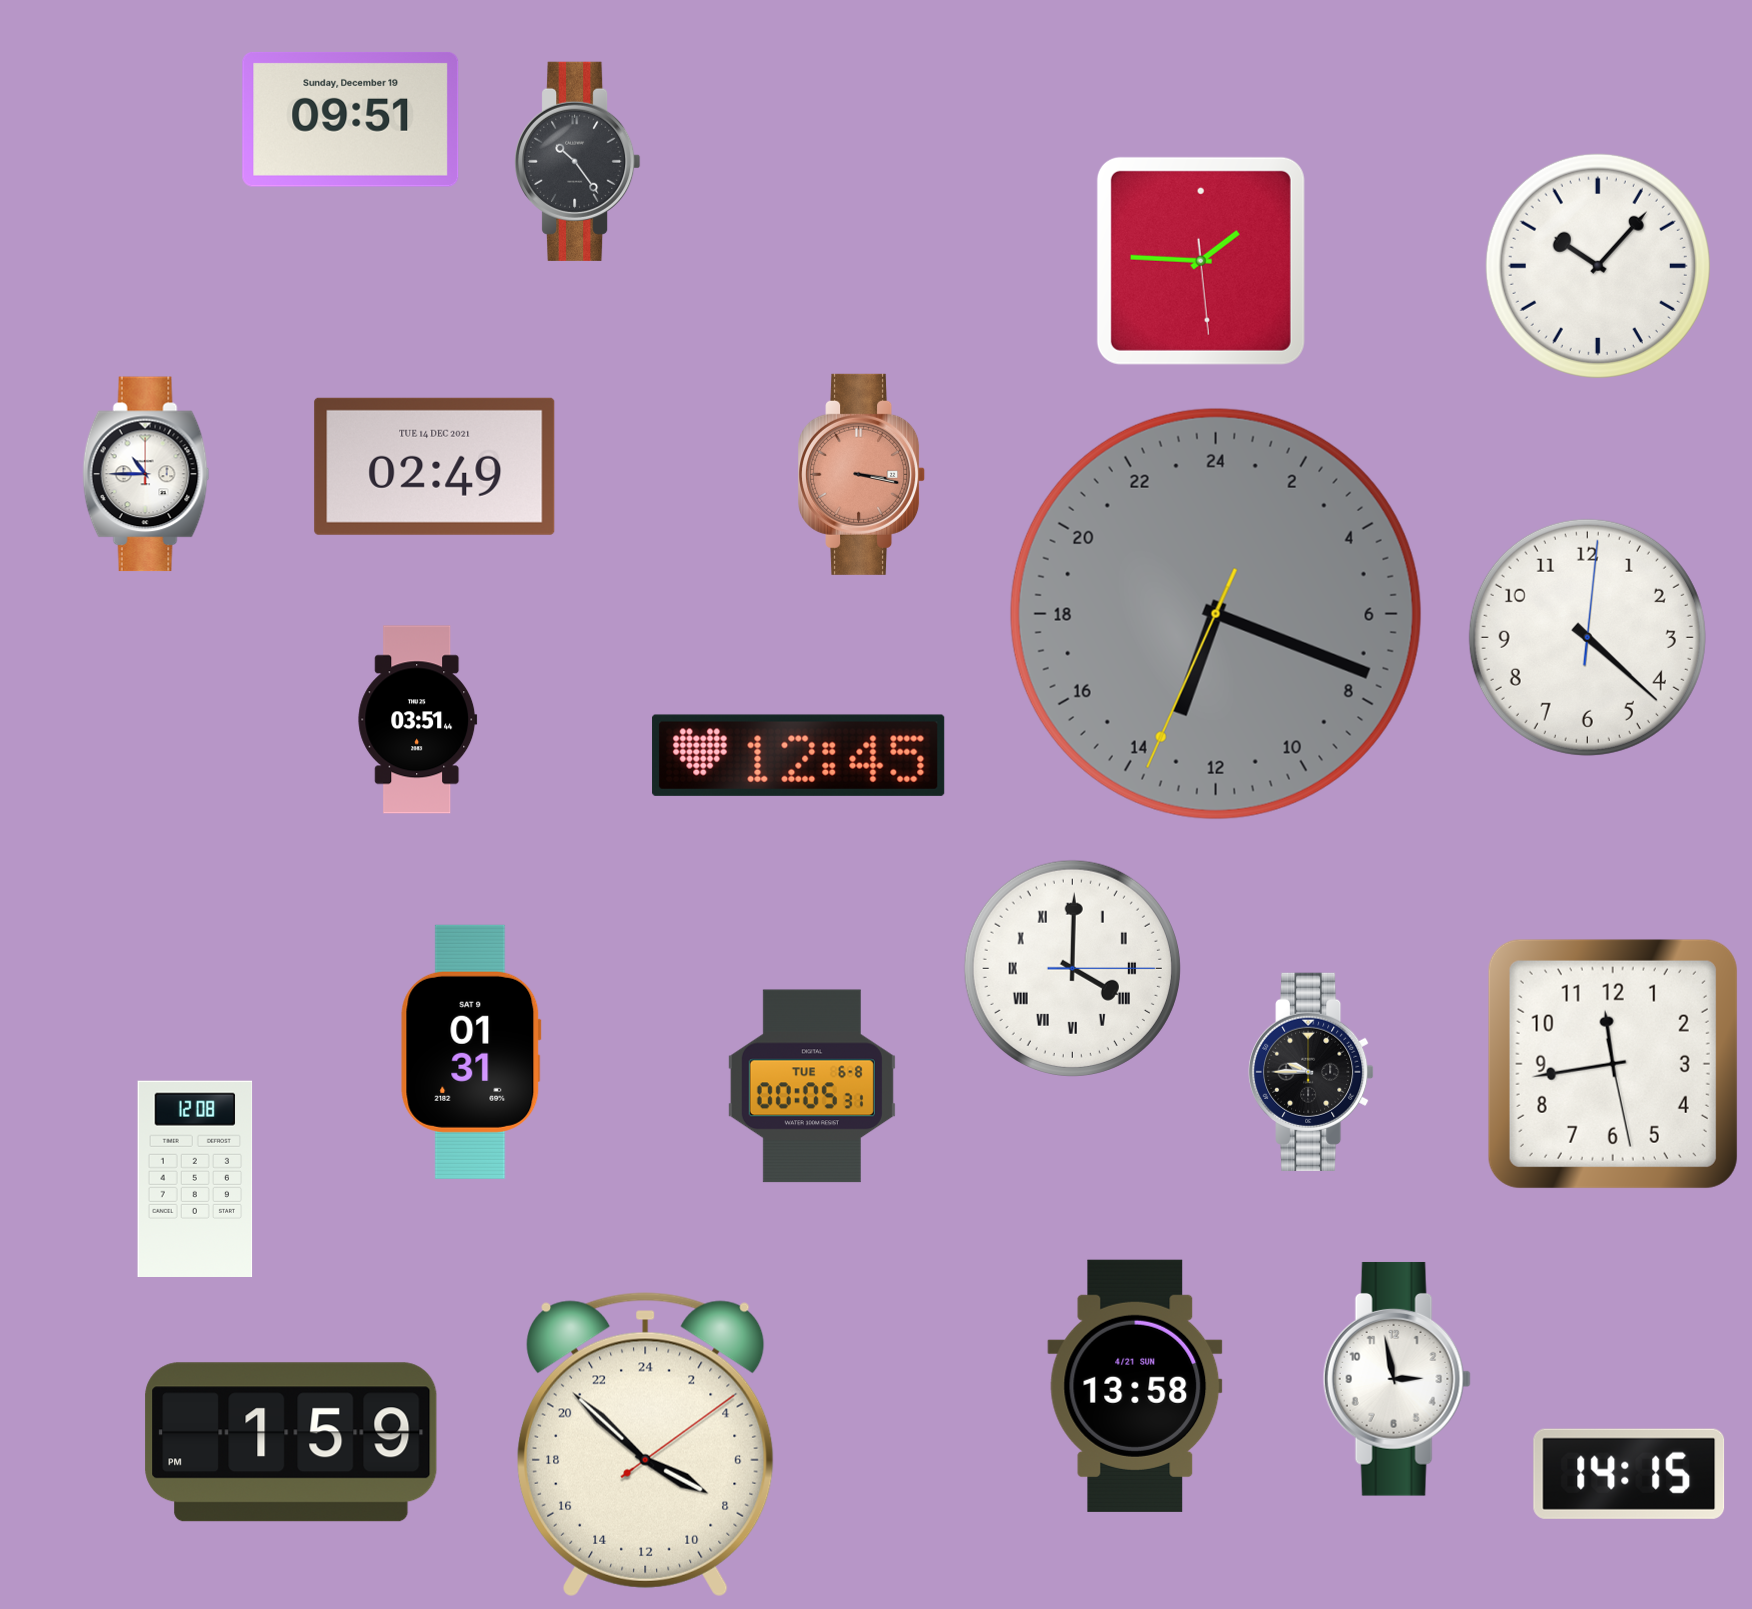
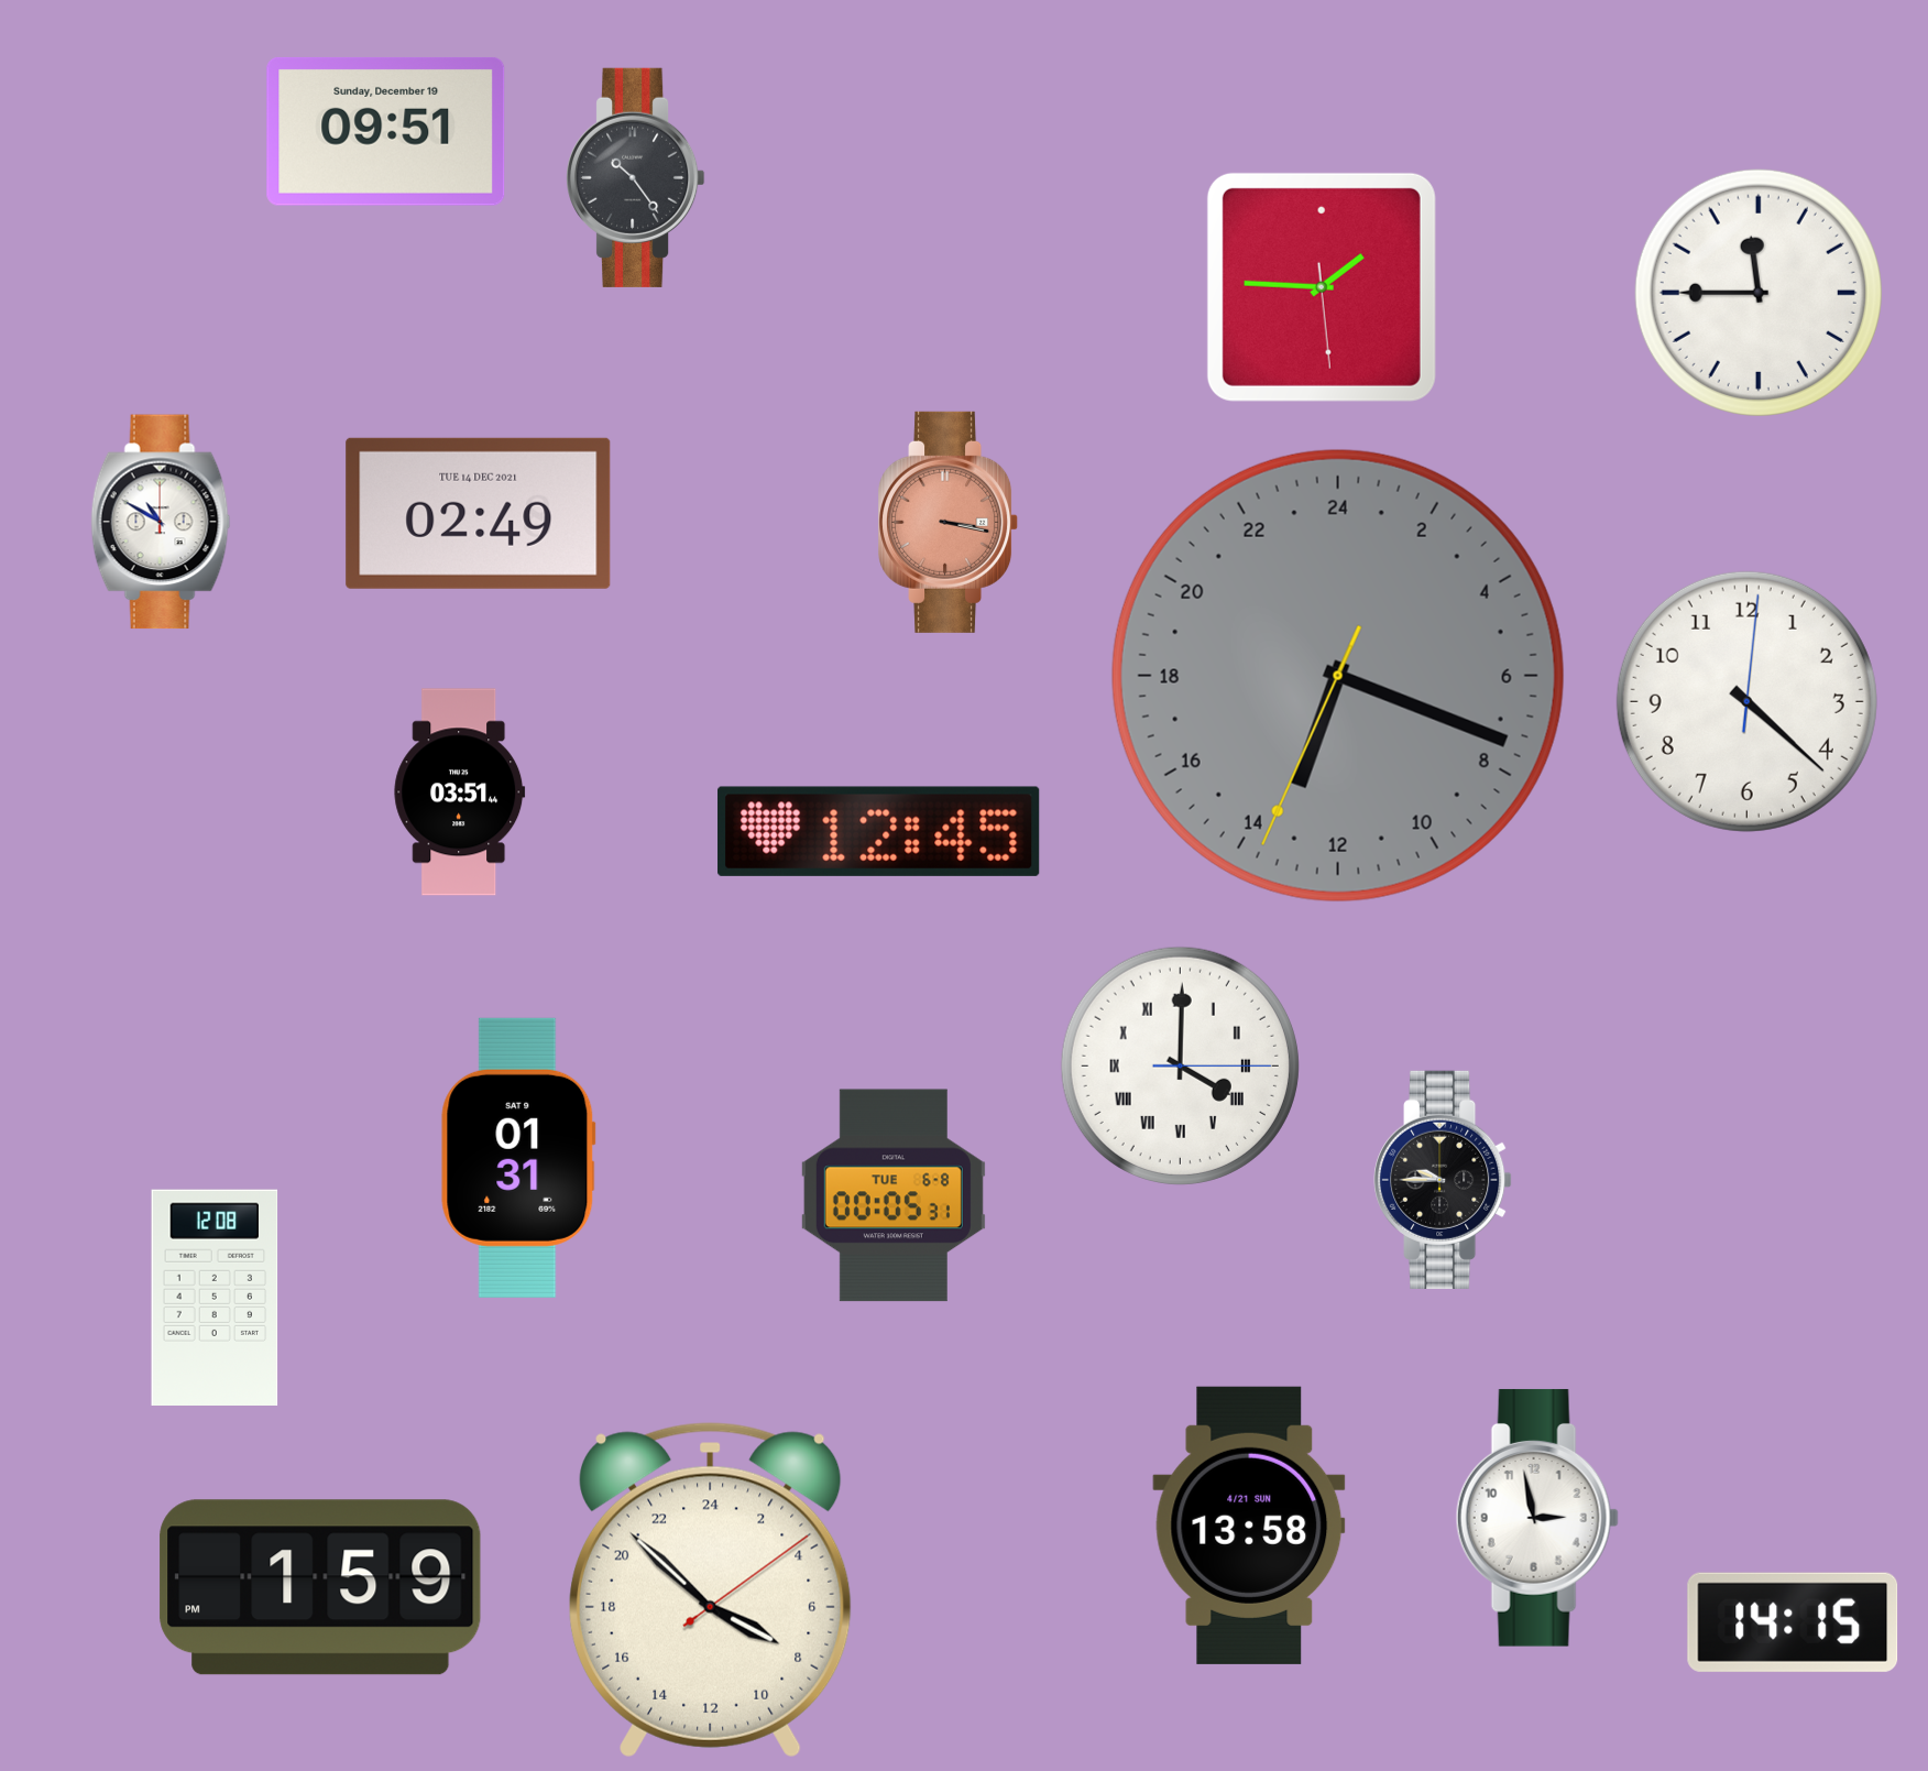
clock at (1598, 266): 10:07 -> 11:45
clock at (146, 474): 10:45 -> 10:50
clock at (1613, 1064): 11:43 -> none
